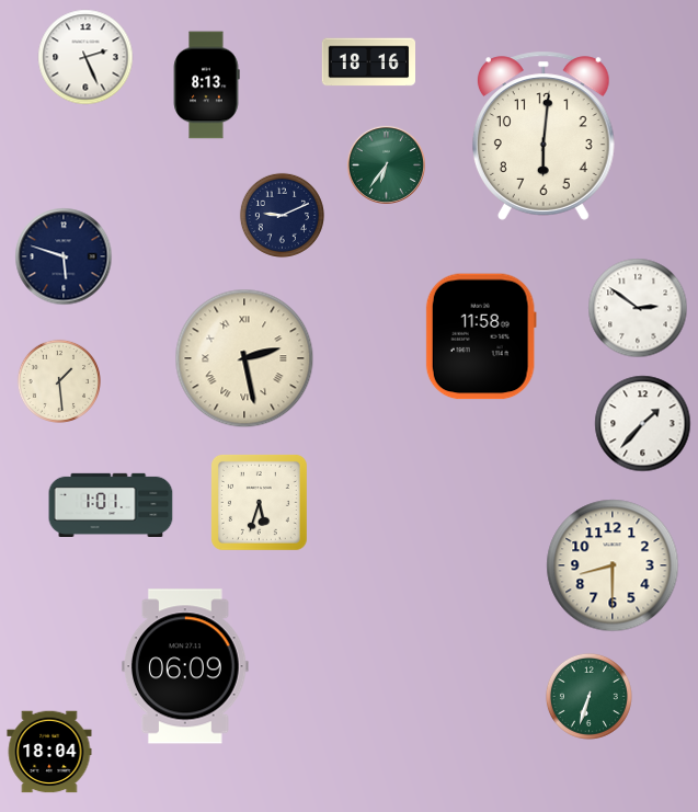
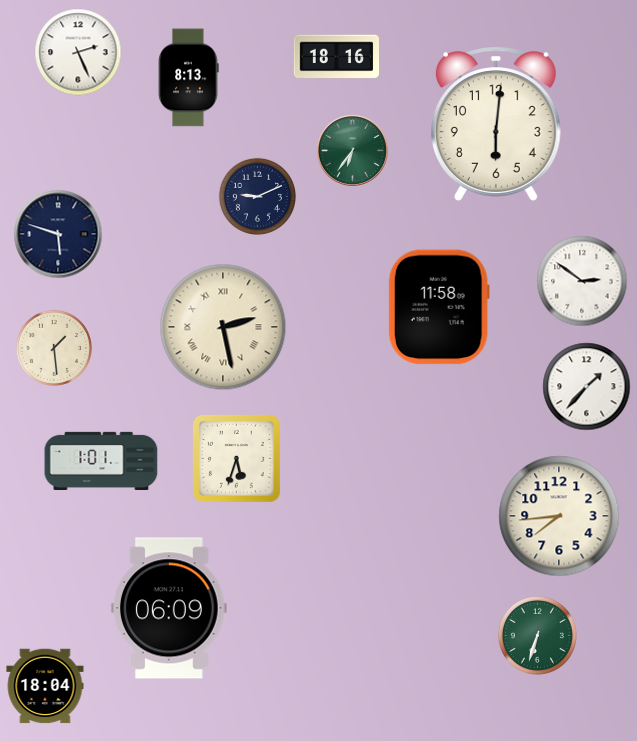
clock at (613, 565): 8:30 -> 7:44
